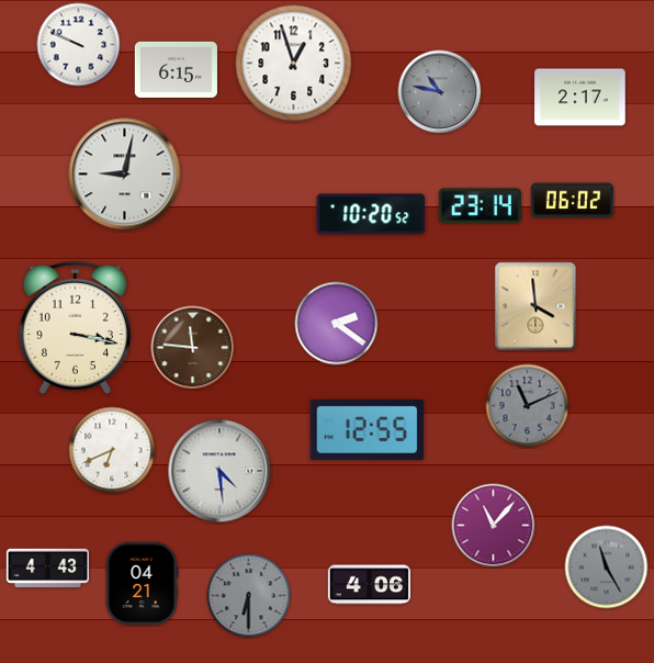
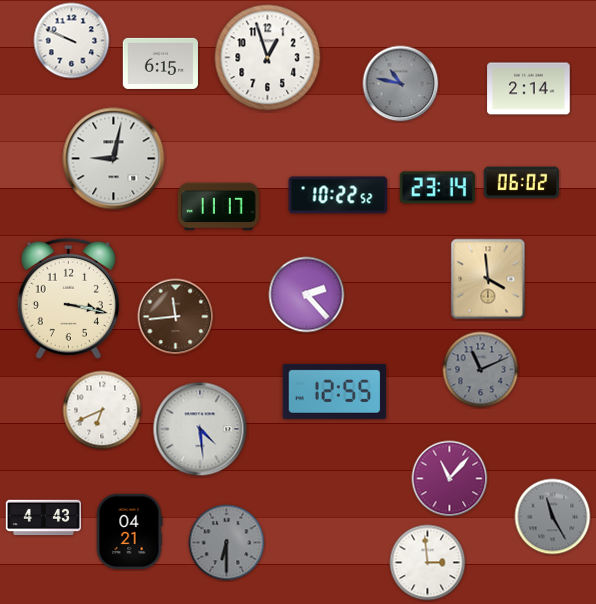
clock at (580, 98): 2:17 -> 2:14
clock at (371, 214): 10:20 -> 10:22
clock at (219, 207): none -> 11:17
clock at (337, 324): 2:21 -> 2:23
clock at (193, 348): 11:46 -> 11:44
clock at (369, 585): 4:06 -> none
clock at (428, 563): none -> 2:59
